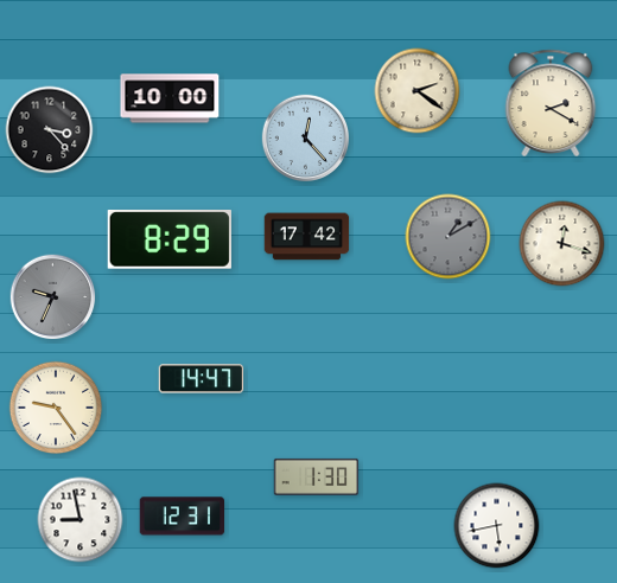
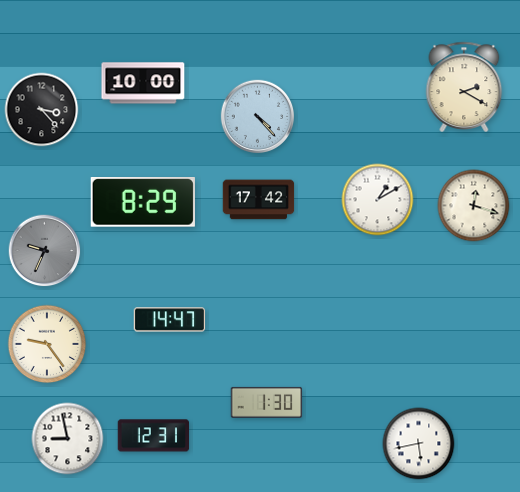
clock at (418, 91): 2:21 -> none
clock at (306, 139): 12:23 -> 4:23
clock at (449, 237) dial: grey -> white
